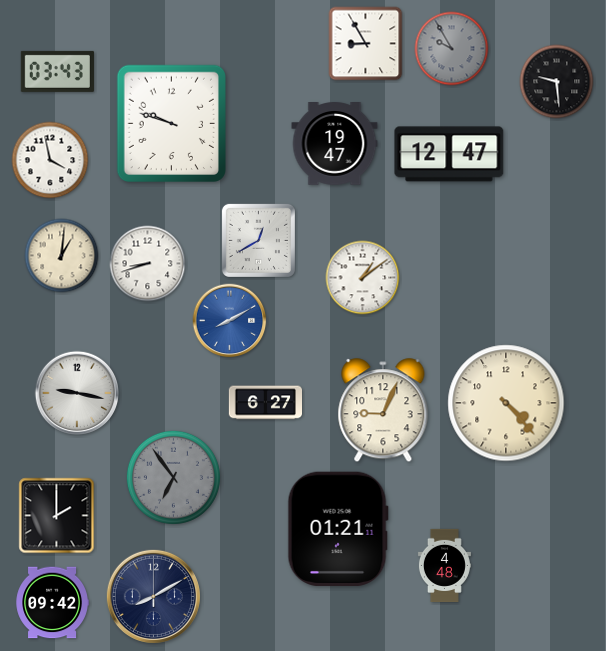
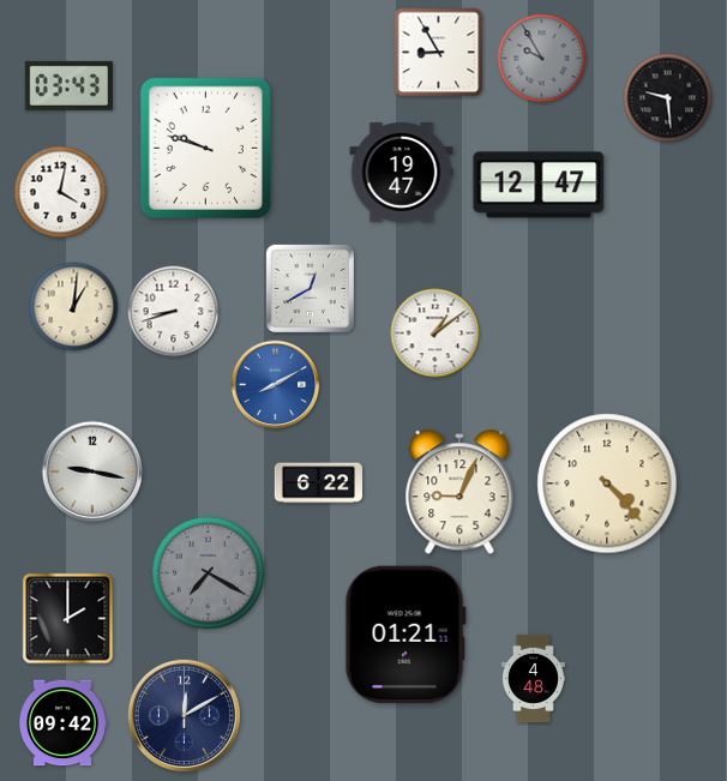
clock at (50, 160): 3:58 -> 4:02
clock at (148, 264) position: (148, 264) -> (174, 312)
clock at (265, 403): 6:27 -> 6:22
clock at (173, 477): 6:54 -> 7:20
clock at (153, 596): 8:10 -> 12:10
